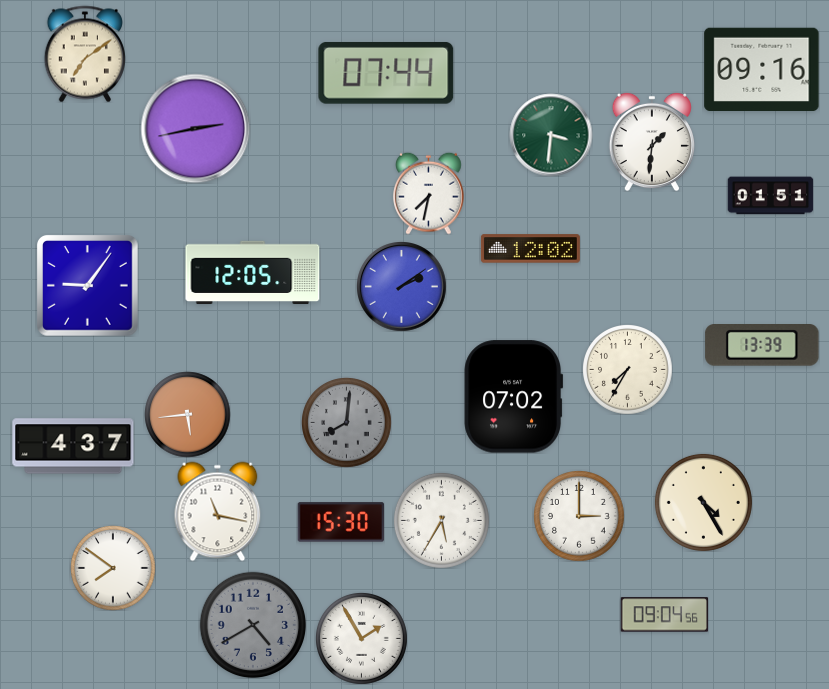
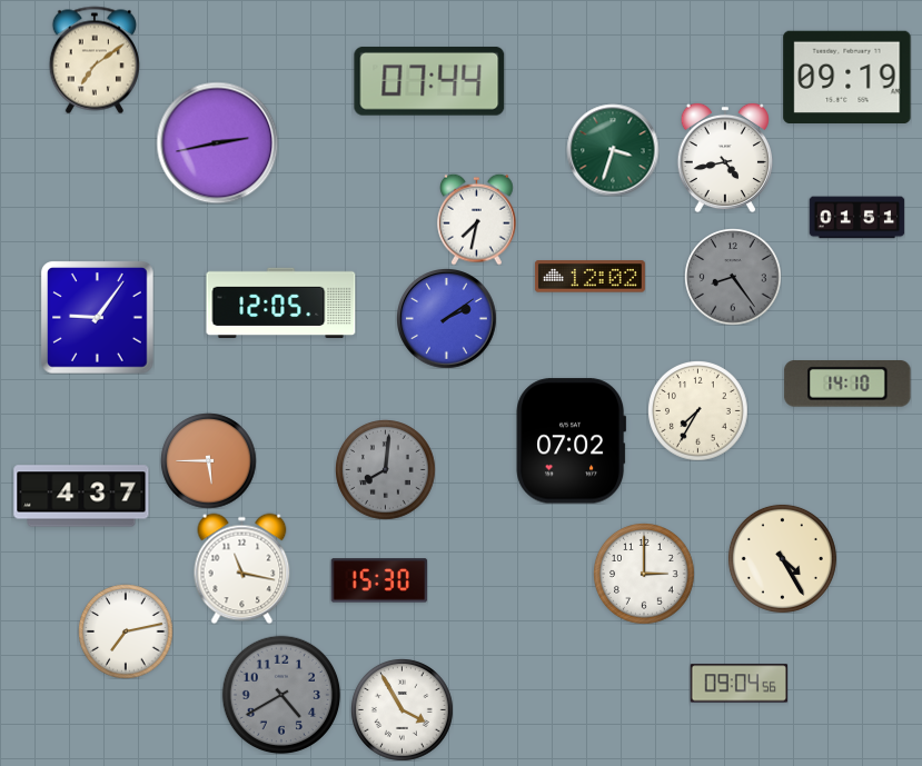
clock at (762, 69): 09:16 -> 09:19
clock at (551, 135): 3:31 -> 3:33
clock at (652, 142): 1:31 -> 4:43
clock at (429, 193) position: (429, 193) -> (477, 219)
clock at (733, 277): none -> 8:24
clock at (762, 346): 13:39 -> 14:10
clock at (187, 414): 5:44 -> 5:45
clock at (441, 520): 5:35 -> none
clock at (113, 568): 7:51 -> 7:13
clock at (362, 639): 1:55 -> 3:55
